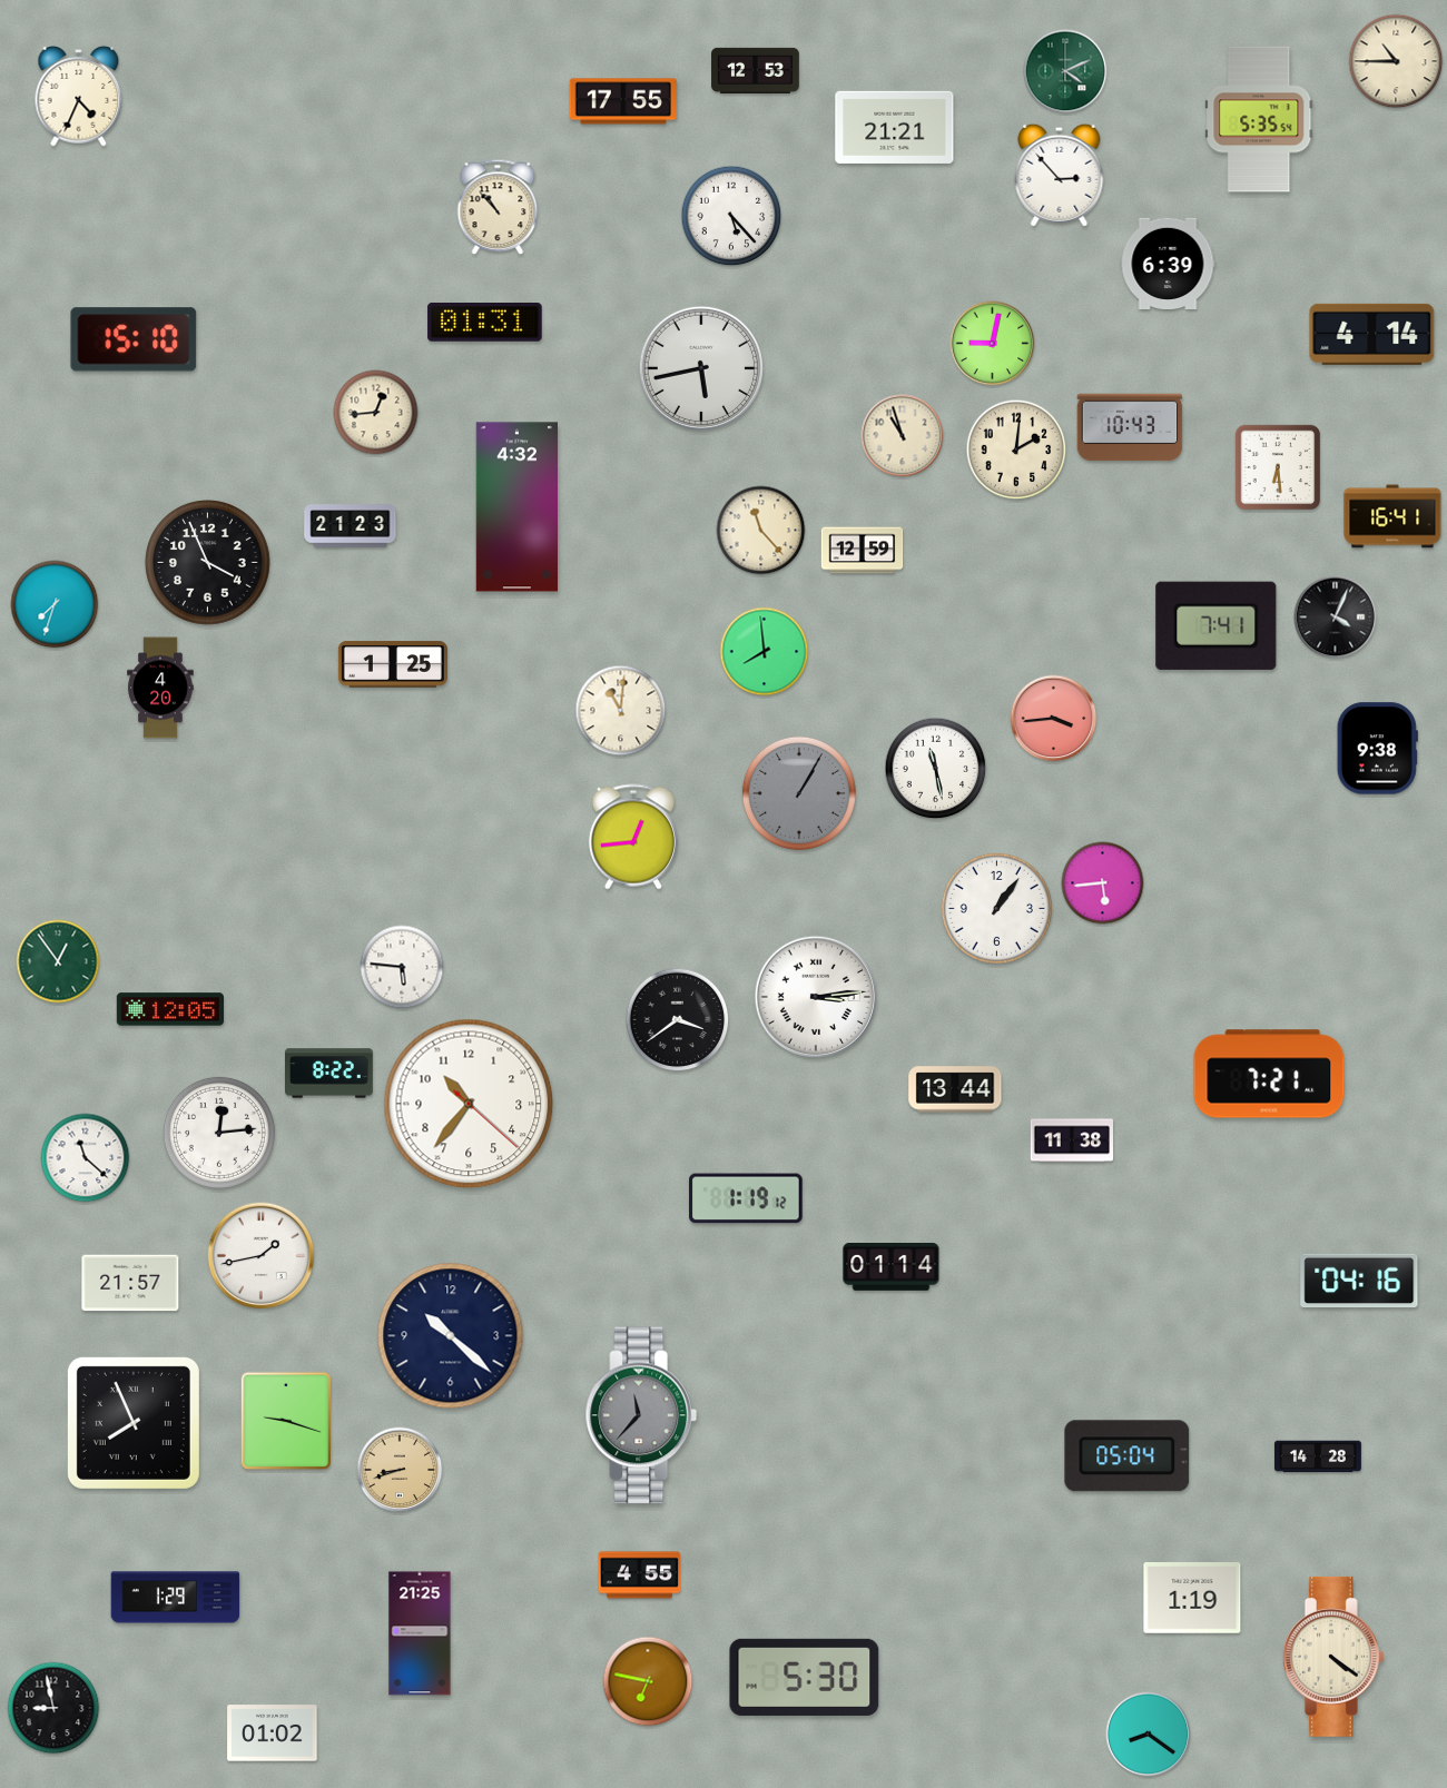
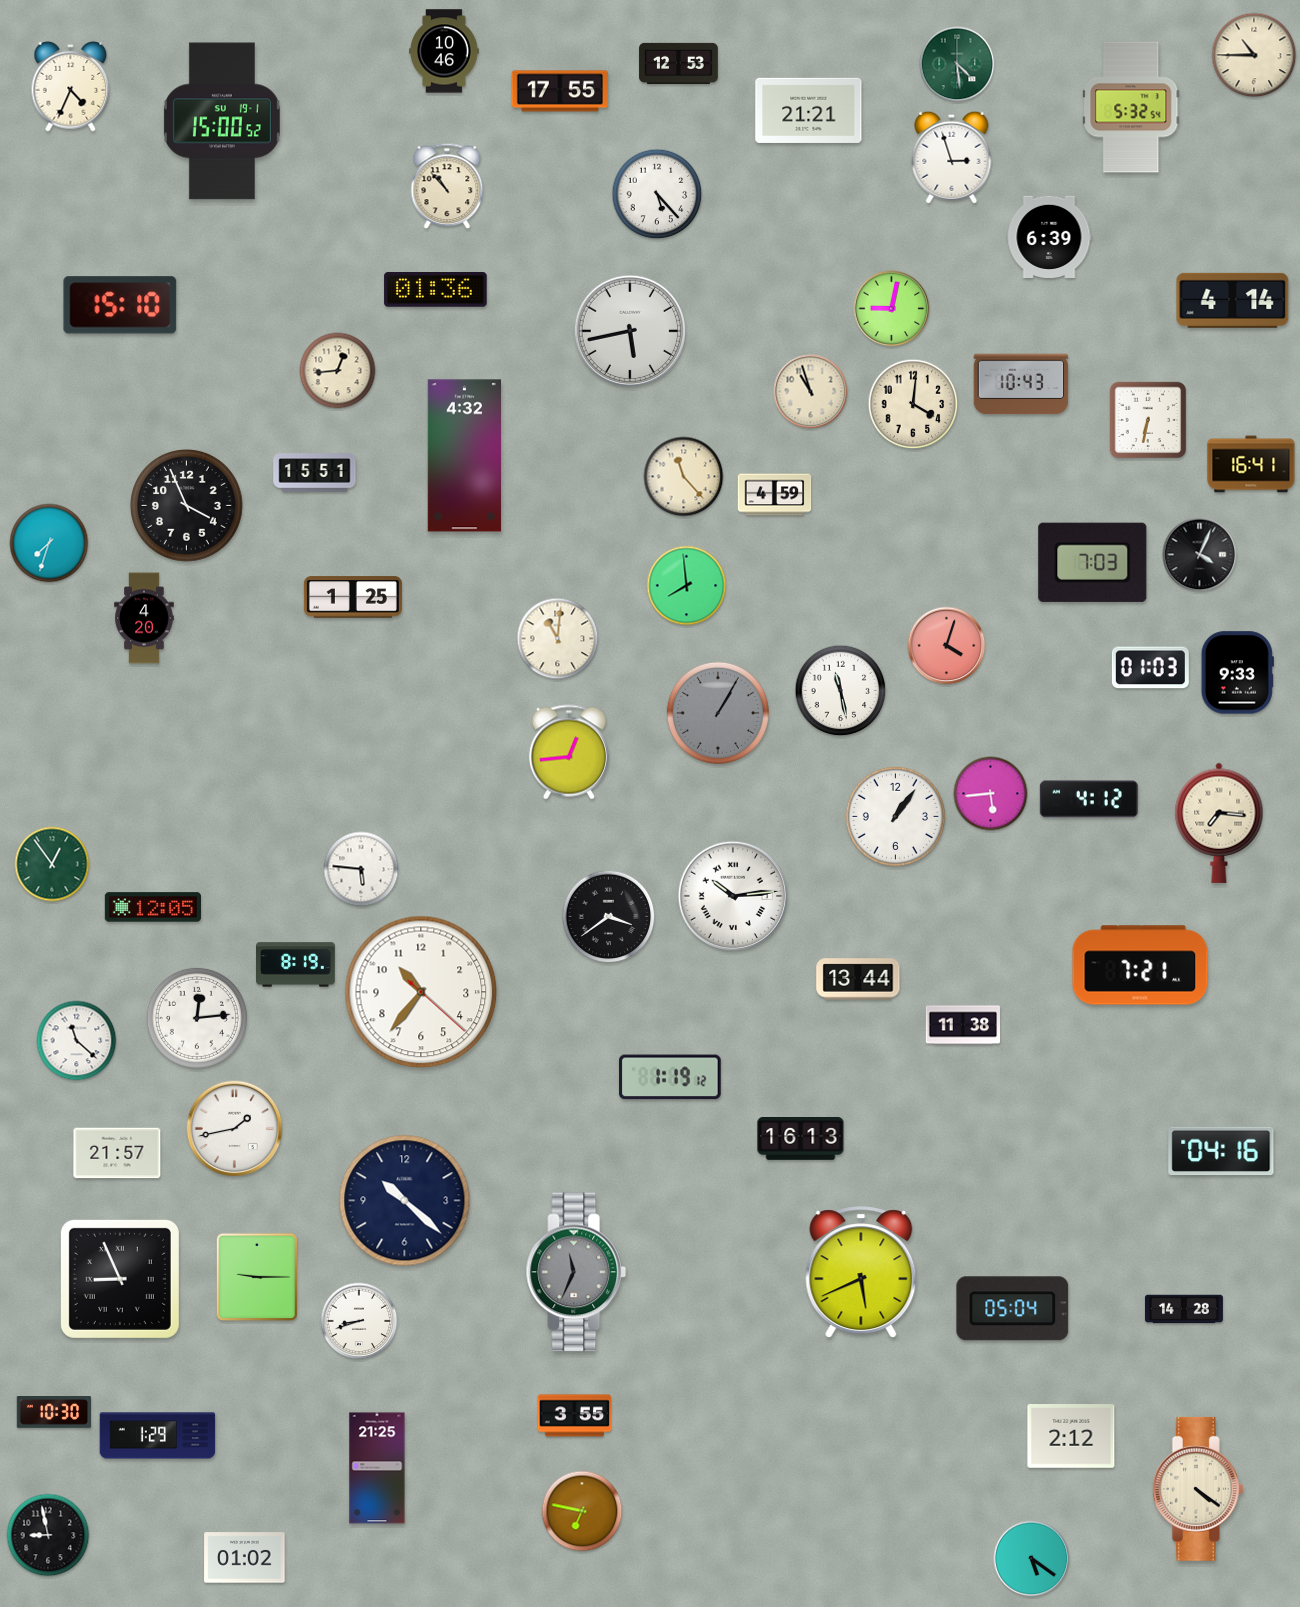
clock at (444, 51): none -> 10:46
clock at (1065, 71): 4:11 -> 4:29
clock at (1259, 119): 5:35 -> 5:32
clock at (895, 127) position: (895, 127) -> (809, 110)
clock at (222, 121): none -> 15:00
clock at (1060, 175): 2:53 -> 2:57
clock at (485, 323): 01:31 -> 01:36
clock at (1130, 427) position: (1130, 427) -> (1021, 384)
clock at (1016, 450): 2:01 -> 4:01
clock at (1278, 467): 6:29 -> 6:32
clock at (351, 526): 21:23 -> 15:51
clock at (863, 551): 12:59 -> 4:59
clock at (1217, 625): 7:41 -> 7:03
clock at (1054, 719): 3:44 -> 4:03
clock at (1150, 668): none -> 01:03
clock at (1377, 749): 9:38 -> 9:33
clock at (1089, 799): none -> 4:12
clock at (1219, 823): none -> 7:16
clock at (815, 996): 3:14 -> 10:14
clock at (329, 1074): 8:22 -> 8:19
clock at (892, 1267): 01:14 -> 16:13
clock at (640, 1415): 11:37 -> 11:34
clock at (861, 1273): none -> 5:41
clock at (285, 1421): 9:18 -> 9:15
clock at (134, 1423): 7:56 -> 8:56
clock at (400, 1470) dial: champagne -> white
clock at (53, 1413): none -> 10:30
clock at (640, 1575): 4:55 -> 3:55
clock at (1192, 1598): 1:19 -> 2:12
clock at (805, 1677): 5:30 -> none
clock at (1149, 1735): 8:21 -> 5:21
